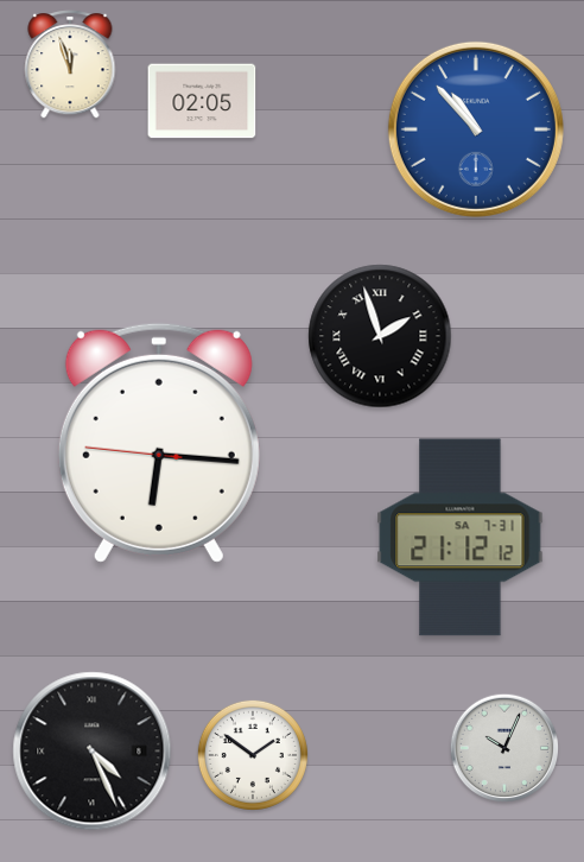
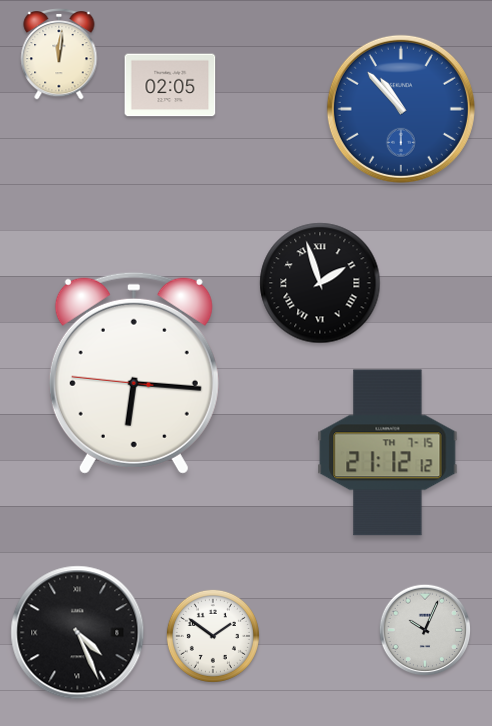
clock at (70, 64): 11:57 -> 12:01
clock at (461, 538) date: SA 7-31 -> TH 7-15
